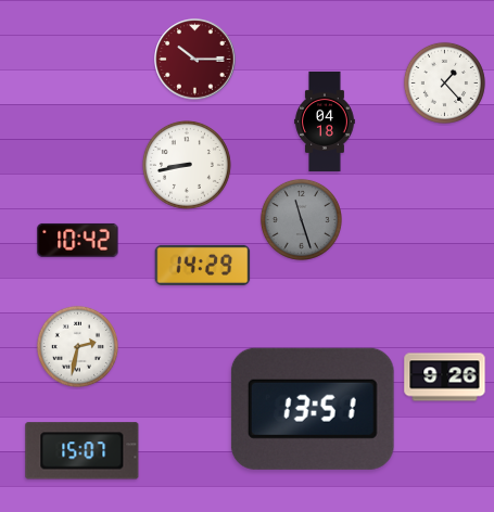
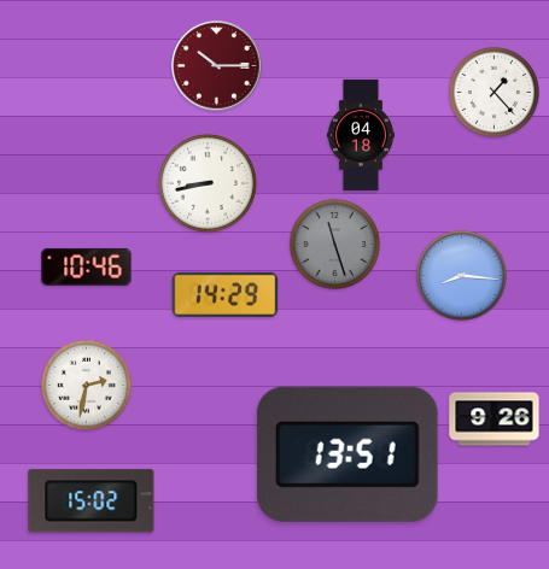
clock at (78, 240): 10:42 -> 10:46
clock at (461, 275): none -> 8:16
clock at (83, 451): 15:07 -> 15:02
